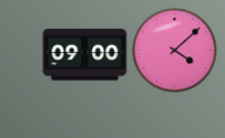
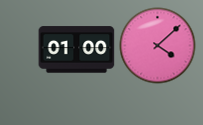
clock at (85, 55): 09:00 -> 01:00
